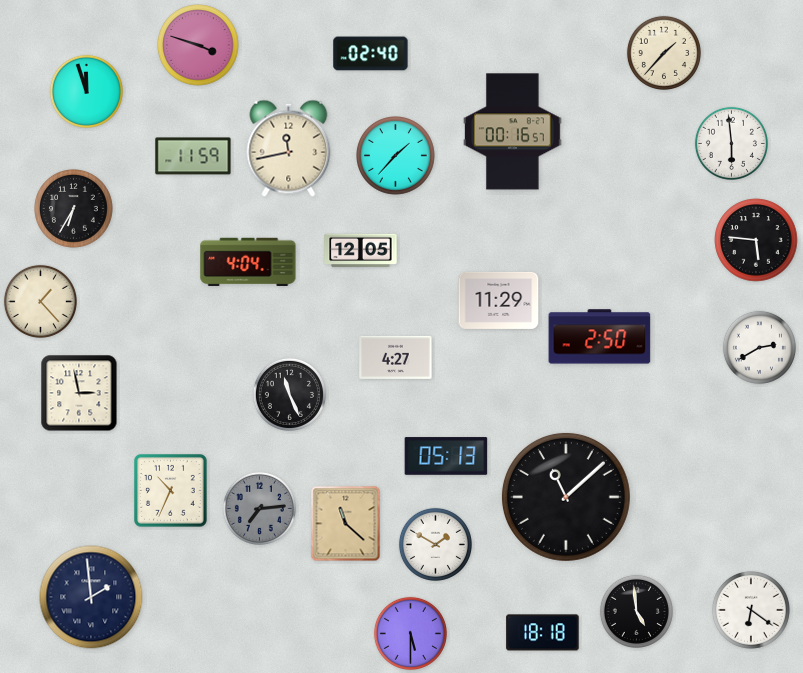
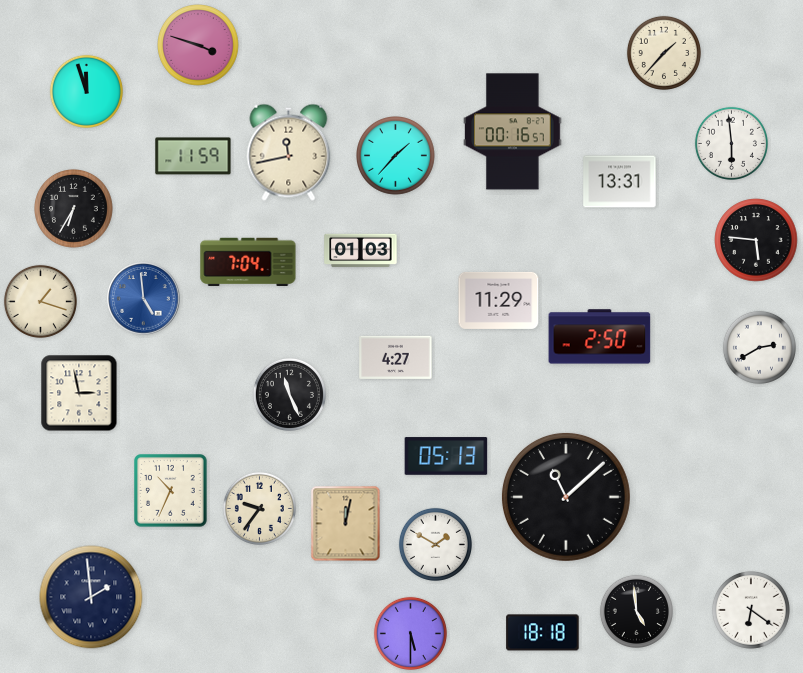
clock at (371, 54): 02:40 -> none
clock at (289, 148) position: (289, 148) -> (289, 152)
clock at (620, 182): none -> 13:31
clock at (361, 251): 12:05 -> 01:03
clock at (248, 262): 4:04 -> 7:04
clock at (144, 299): none -> 4:59
clock at (40, 301): 1:23 -> 1:18
clock at (259, 508): 7:14 -> 9:36
clock at (259, 508) dial: grey -> cream
clock at (346, 524): 11:22 -> 12:02
